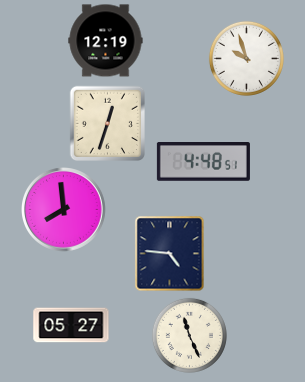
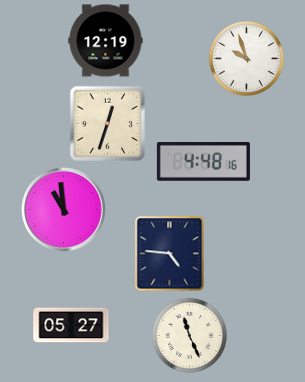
clock at (203, 162): 4:48:51 -> 4:48:16
clock at (64, 210): 7:59 -> 10:59
